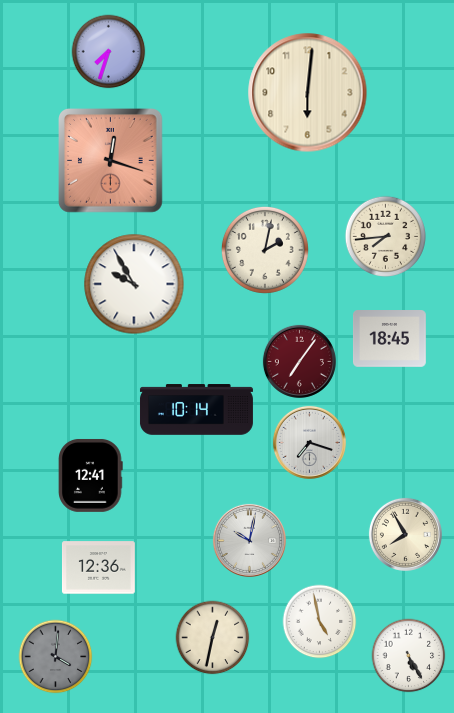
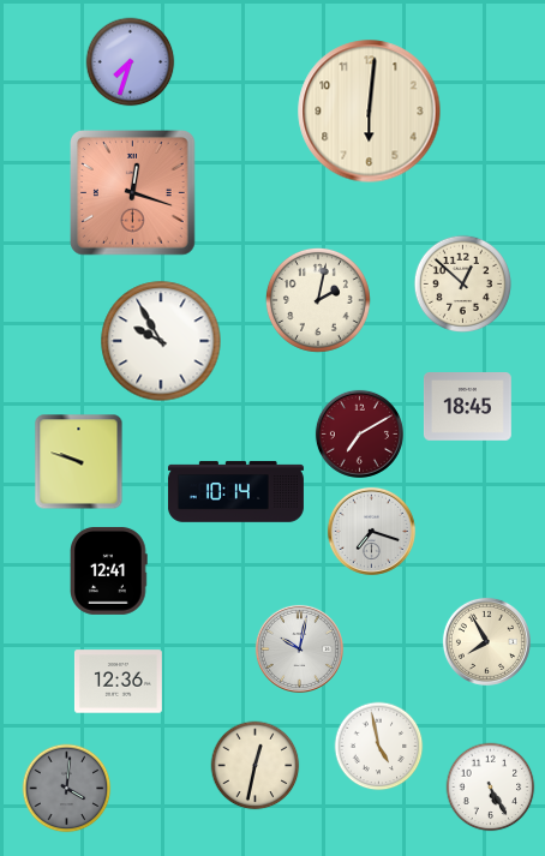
clock at (385, 236): 7:44 -> 12:52
clock at (299, 361): 7:06 -> 7:10
clock at (79, 462): none -> 9:48
clock at (320, 622) position: (320, 622) -> (379, 747)
